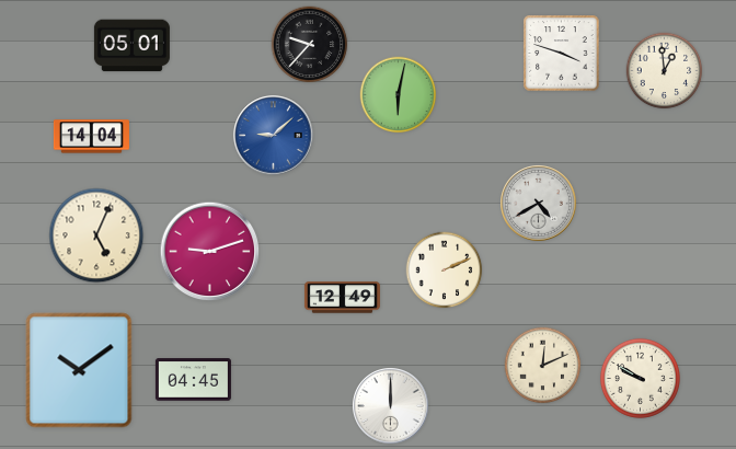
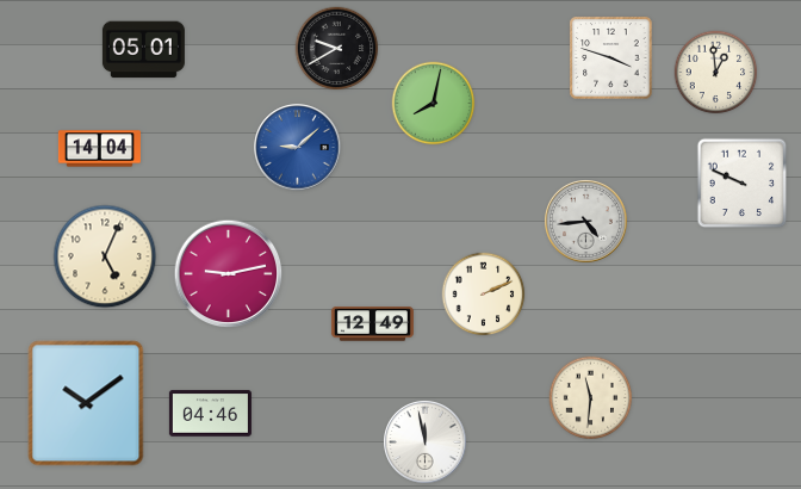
clock at (310, 45): 9:37 -> 9:40
clock at (665, 71) position: (665, 71) -> (716, 73)
clock at (399, 95): 6:02 -> 8:02
clock at (743, 184): none -> 9:49
clock at (539, 204): 4:40 -> 4:44
clock at (210, 252): 9:12 -> 9:13
clock at (543, 366): 12:11 -> 11:31
clock at (640, 378): 9:50 -> none
clock at (193, 380): 04:45 -> 04:46
clock at (391, 406): 12:00 -> 11:58
